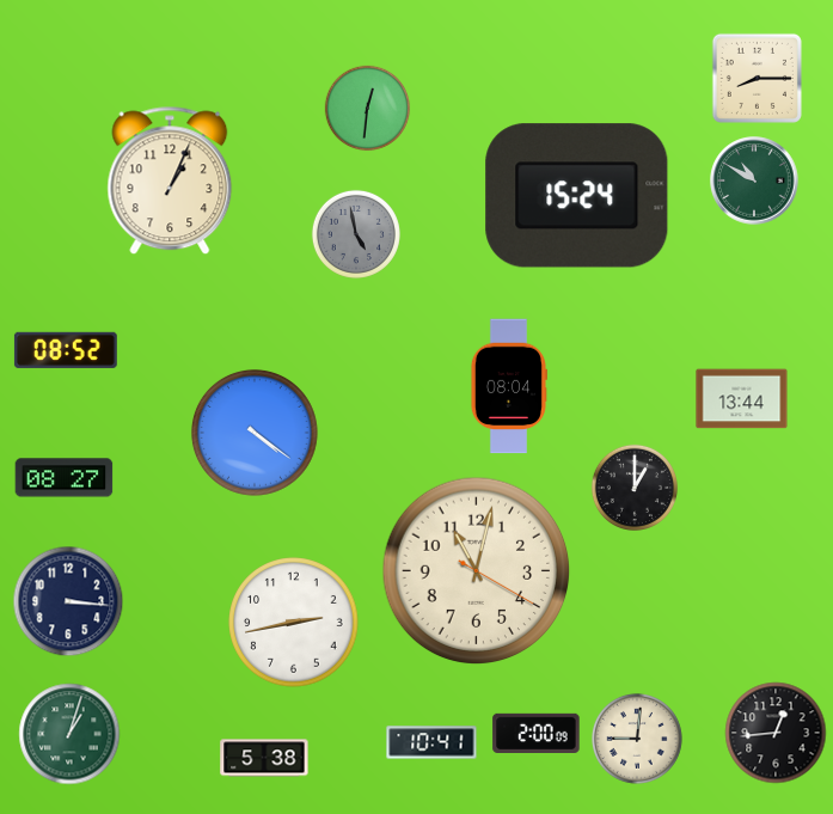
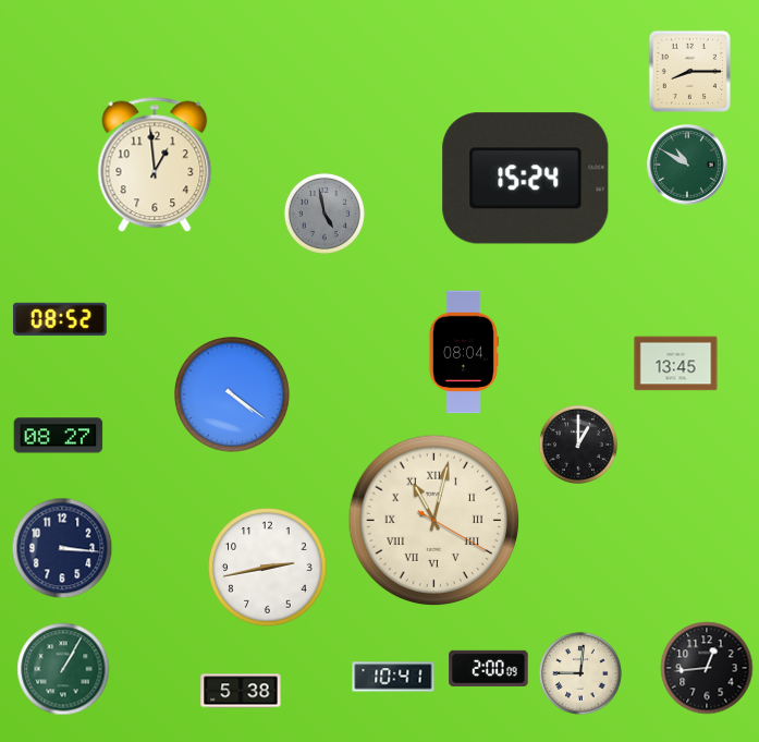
clock at (368, 109): 12:31 -> none
clock at (170, 180): 1:04 -> 12:59
clock at (742, 399): 13:44 -> 13:45
clock at (477, 571) numerals: Arabic -> Roman
clock at (69, 734): 1:03 -> 1:05
